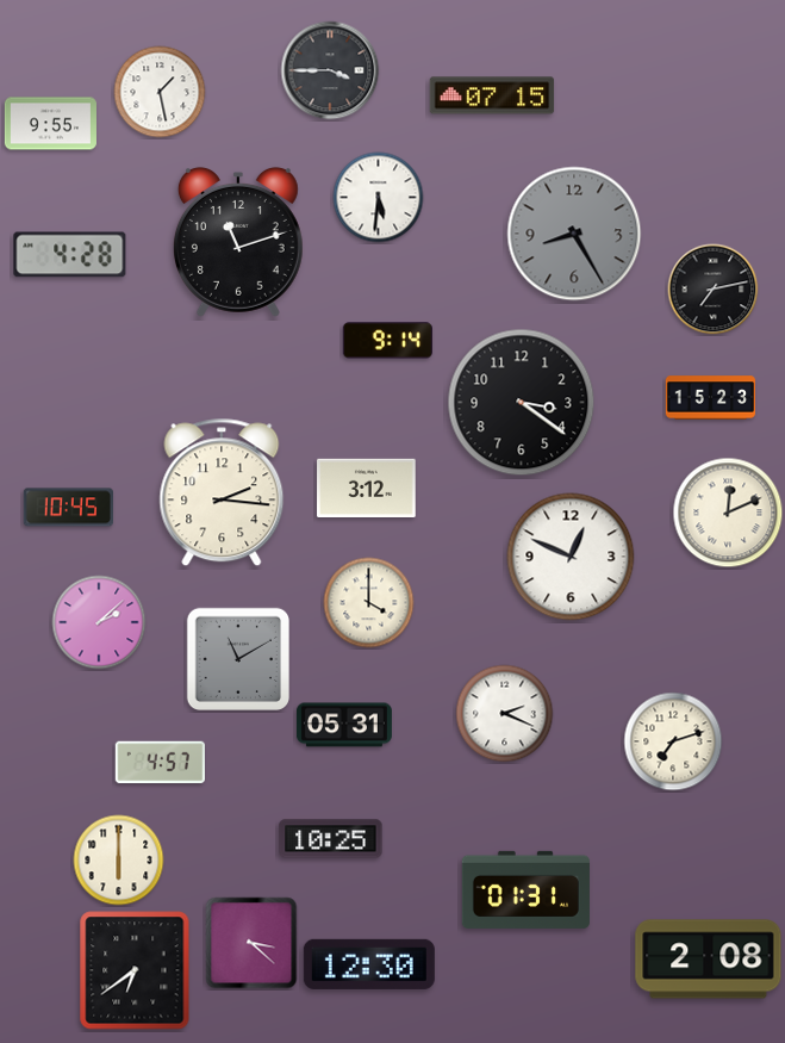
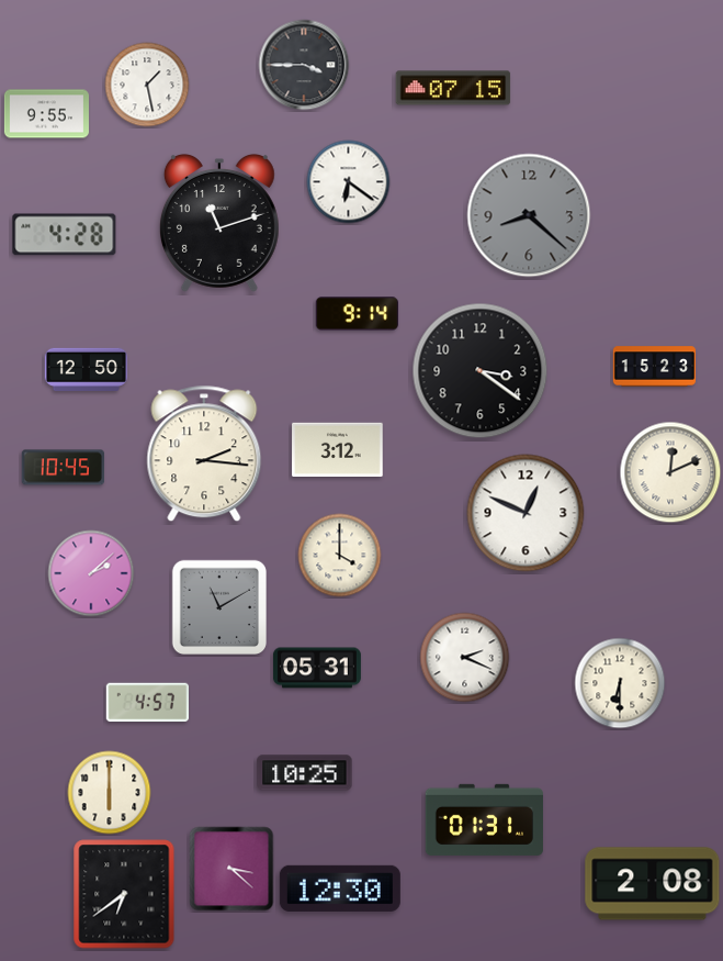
clock at (379, 198): 5:31 -> 6:21
clock at (574, 234): 8:25 -> 8:22
clock at (714, 290): 7:13 -> none
clock at (87, 369): none -> 12:50
clock at (673, 741): 7:12 -> 6:30
